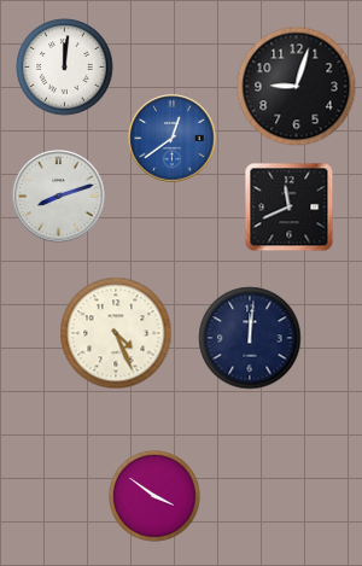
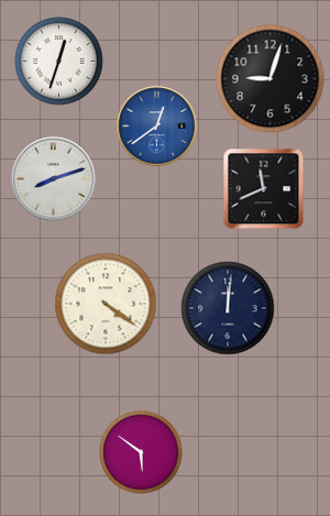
clock at (65, 68): 12:01 -> 12:33
clock at (116, 333): 4:26 -> 4:21
clock at (156, 497): 3:51 -> 5:51
